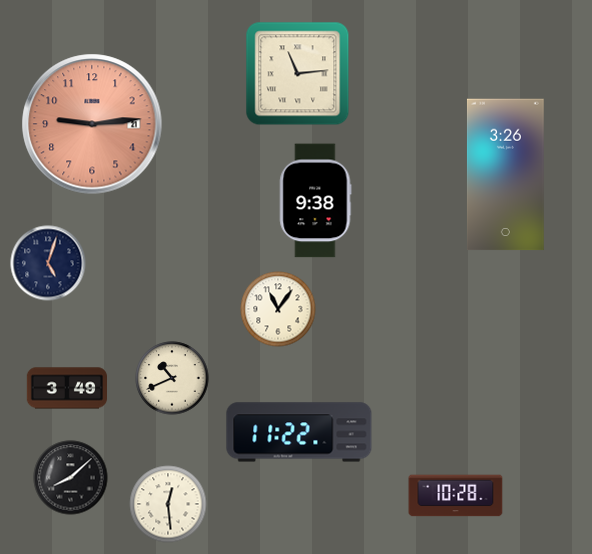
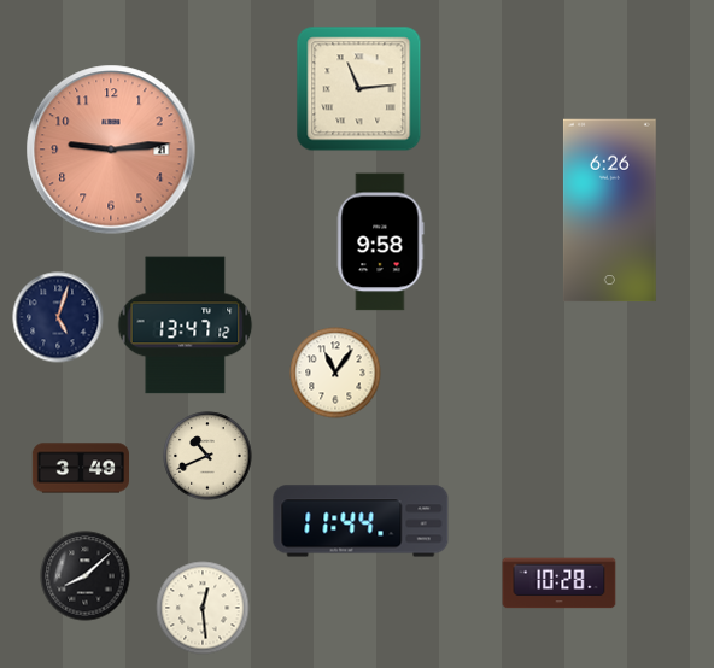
clock at (505, 175): 3:26 -> 6:26
clock at (315, 201): 9:38 -> 9:58
clock at (186, 326): none -> 13:47
clock at (299, 432): 11:22 -> 11:44
clock at (456, 496) position: (456, 496) -> (560, 584)
